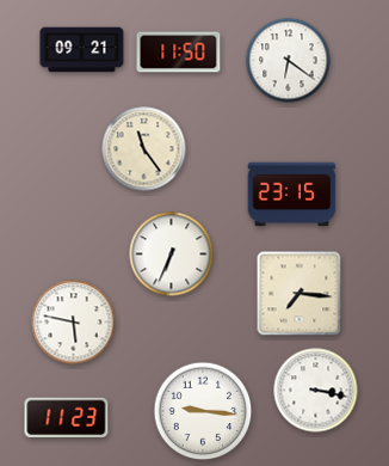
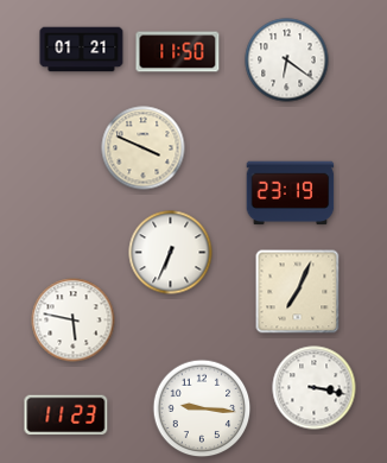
clock at (82, 50): 09:21 -> 01:21
clock at (144, 149): 11:24 -> 3:49
clock at (292, 195): 23:15 -> 23:19
clock at (300, 294): 7:16 -> 7:04
